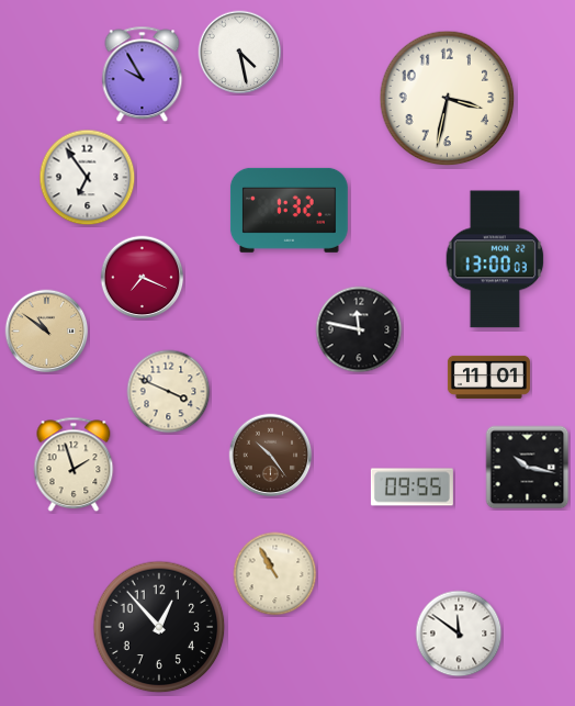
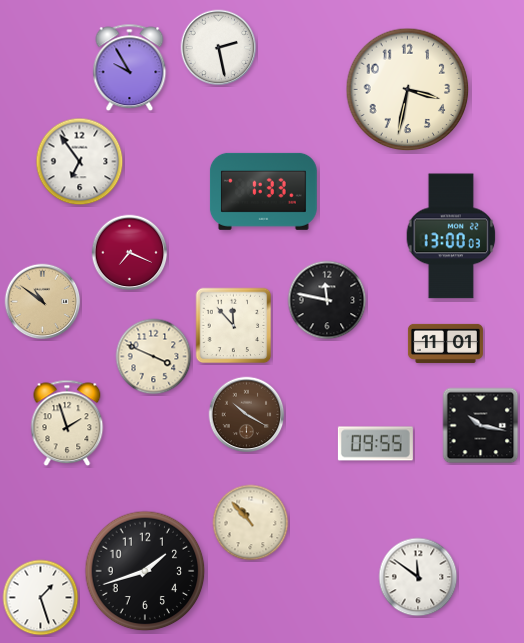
clock at (240, 53): 4:28 -> 2:28
clock at (289, 210): 1:32 -> 1:33
clock at (234, 326): none -> 11:53
clock at (271, 456): 10:24 -> 10:20
clock at (275, 574): 10:55 -> 10:53
clock at (159, 627): 12:53 -> 1:42
clock at (41, 598): none -> 1:27
